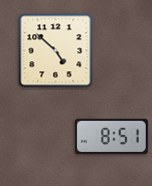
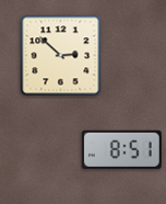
clock at (56, 51): 4:52 -> 2:52
